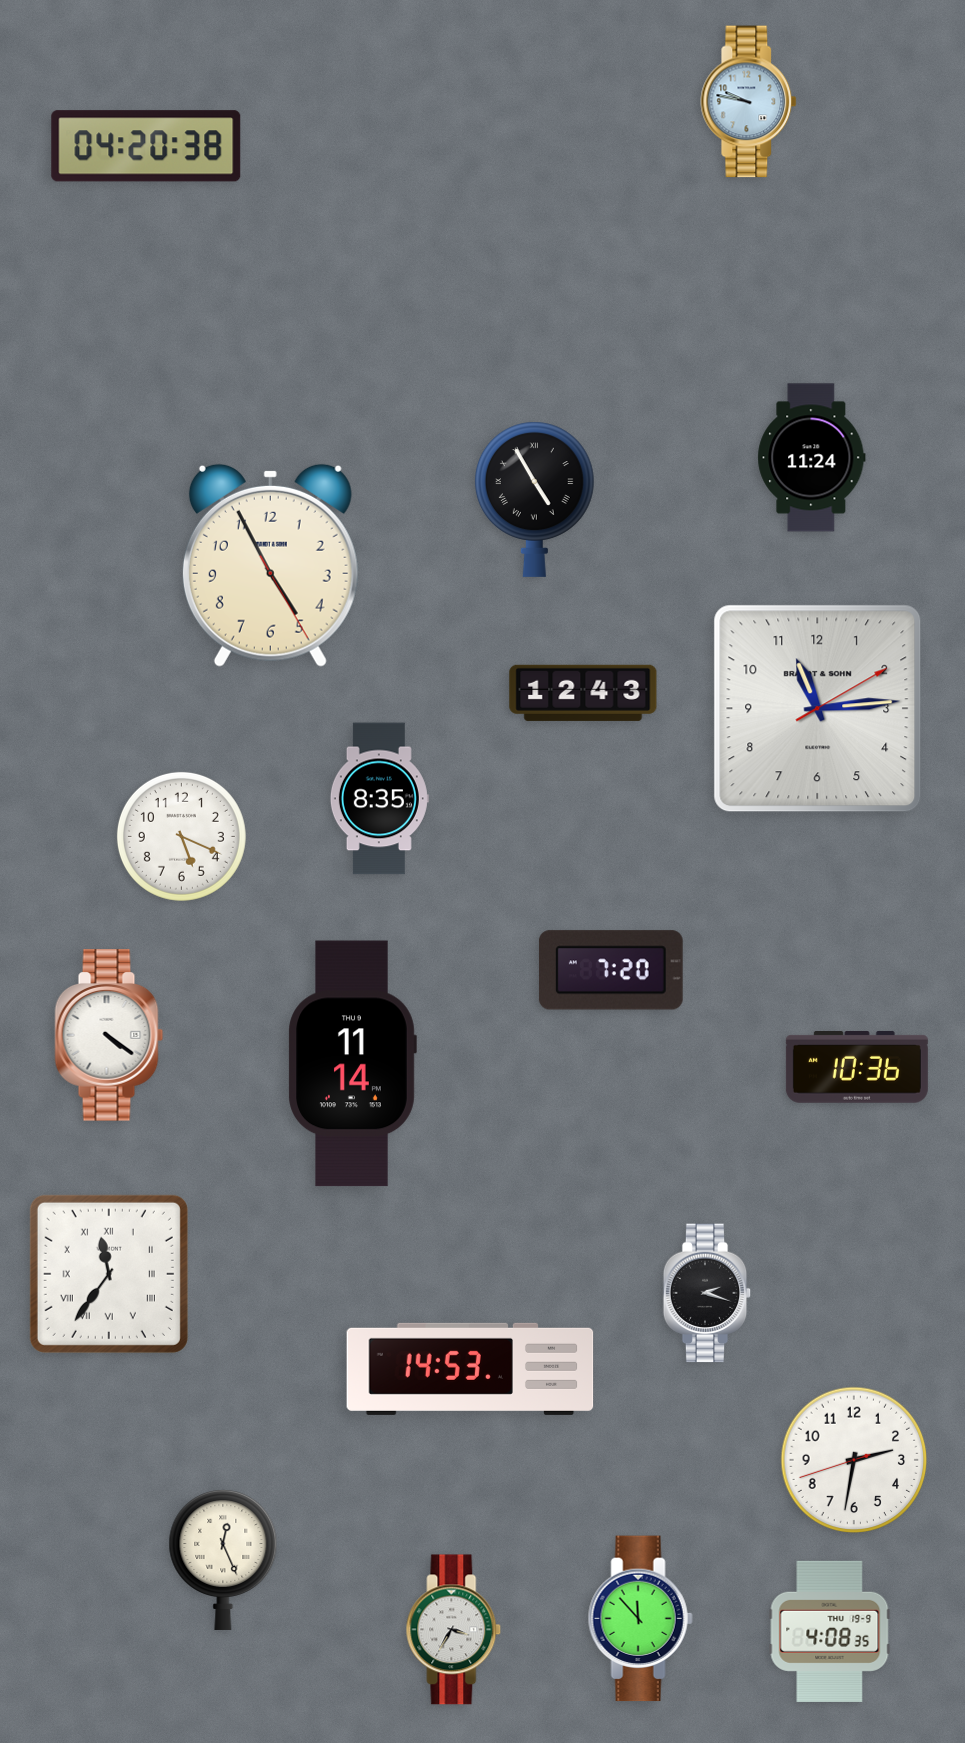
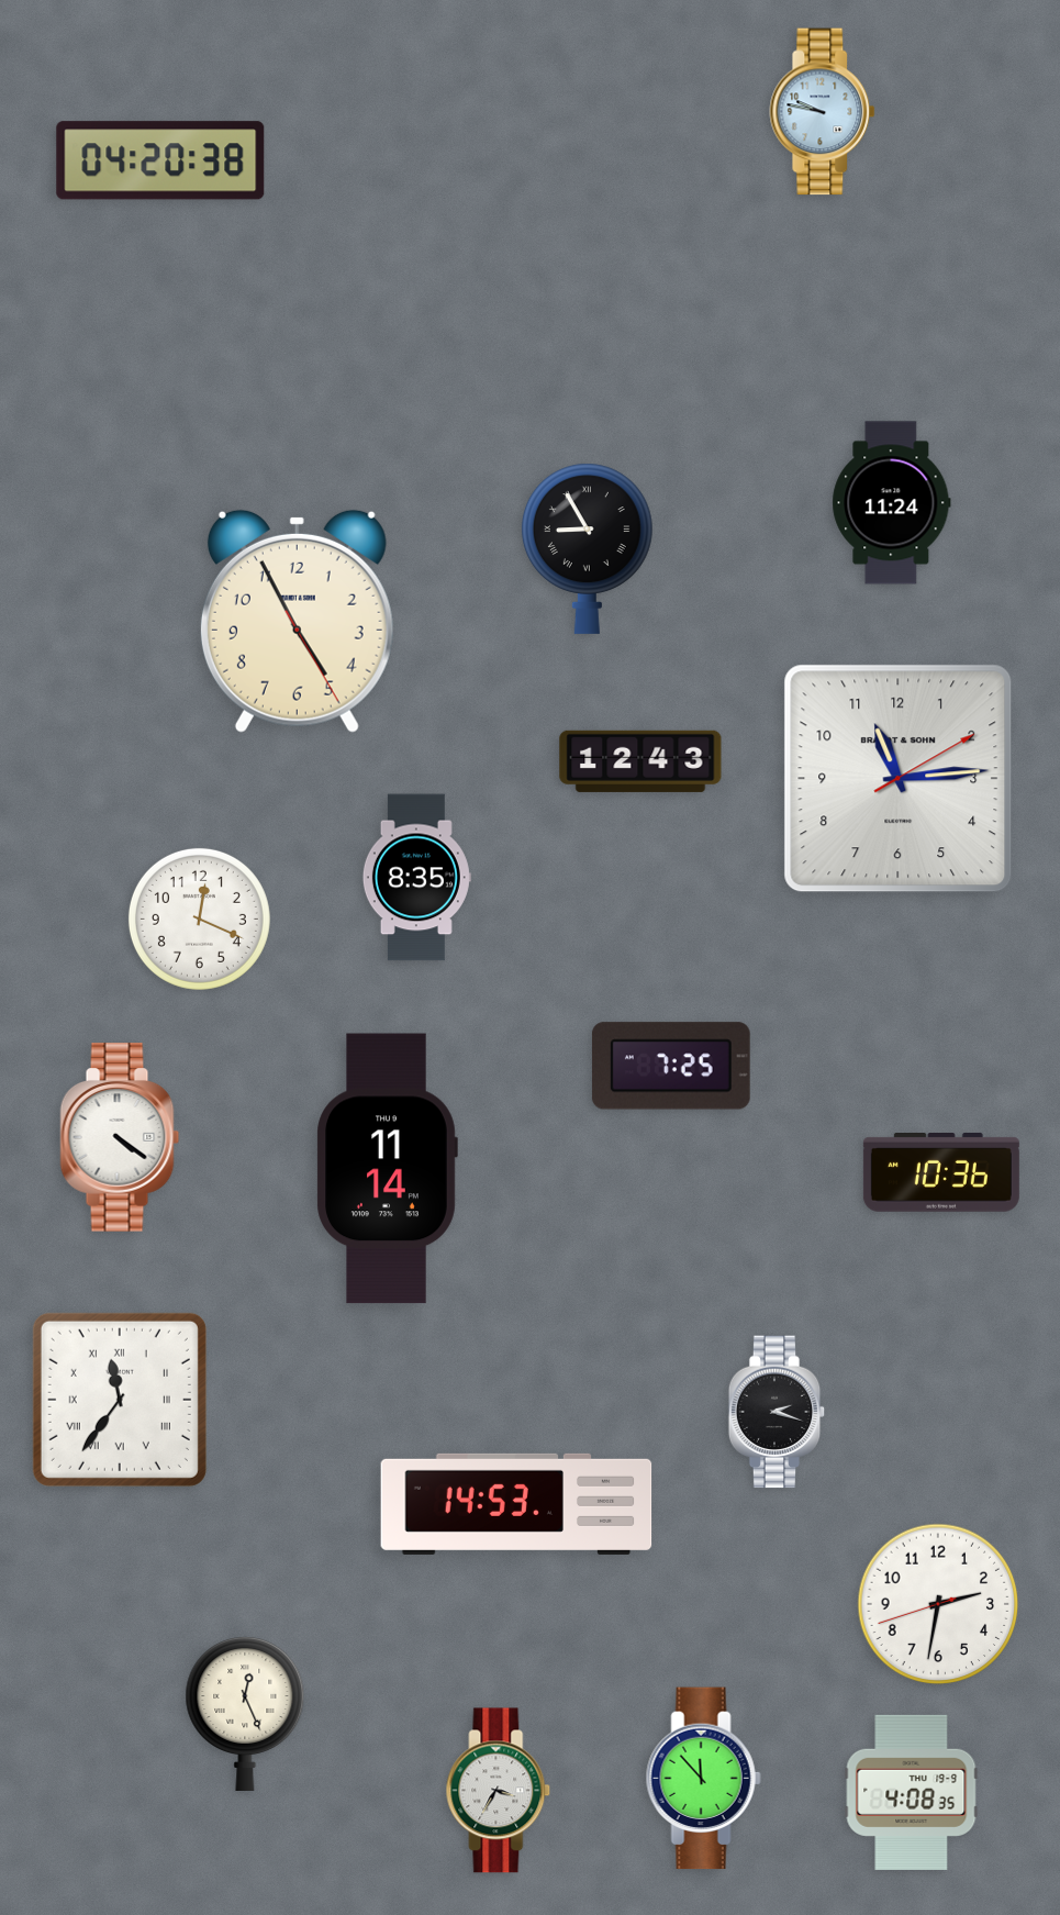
clock at (534, 499): 4:55 -> 8:55
clock at (181, 836): 5:19 -> 12:19
clock at (611, 970): 7:20 -> 7:25
clock at (707, 1293) position: (707, 1293) -> (777, 1412)
